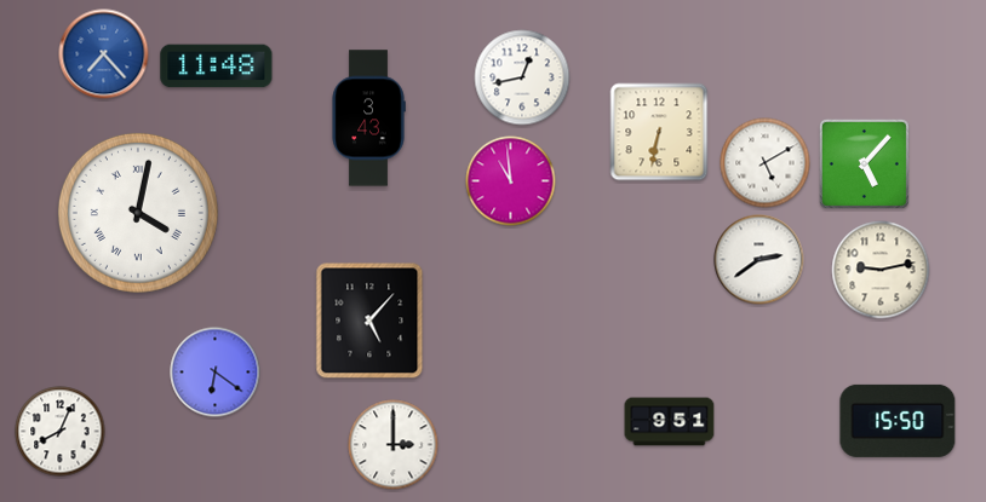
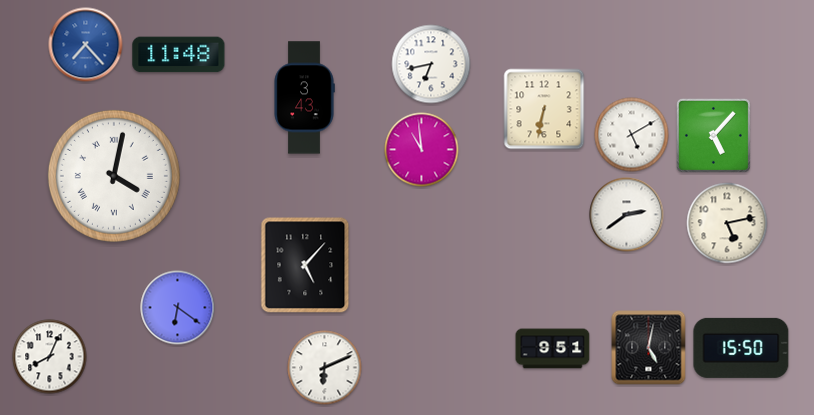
clock at (522, 77): 12:43 -> 6:43
clock at (881, 270): 9:13 -> 5:13
clock at (649, 348): none -> 5:02
clock at (394, 445): 3:00 -> 6:11
